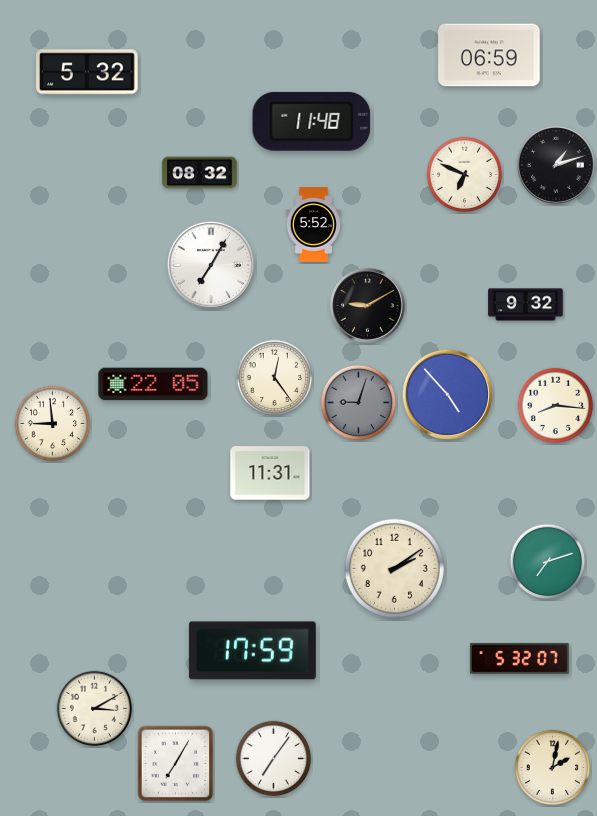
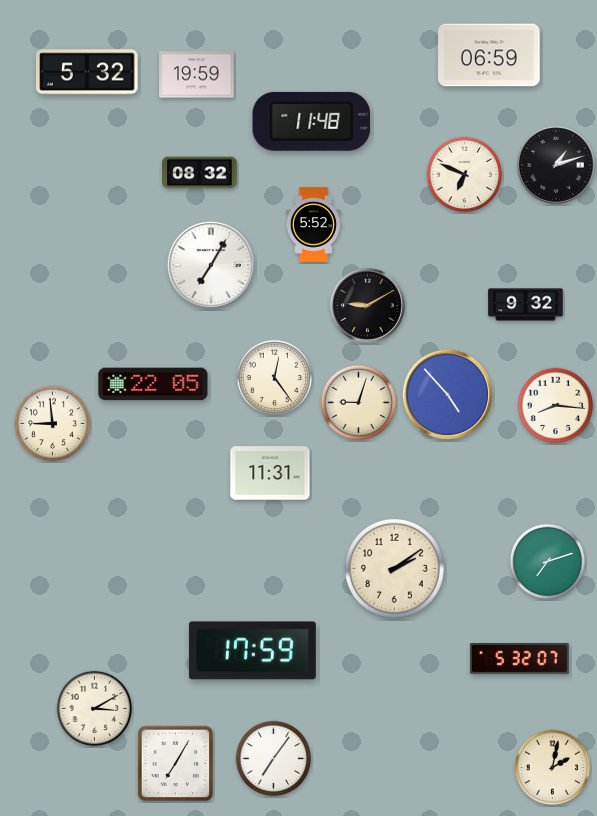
clock at (197, 75): none -> 19:59
clock at (359, 403) dial: grey -> cream
